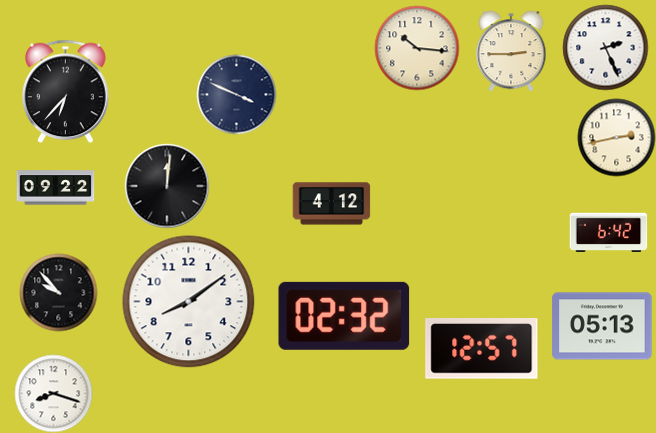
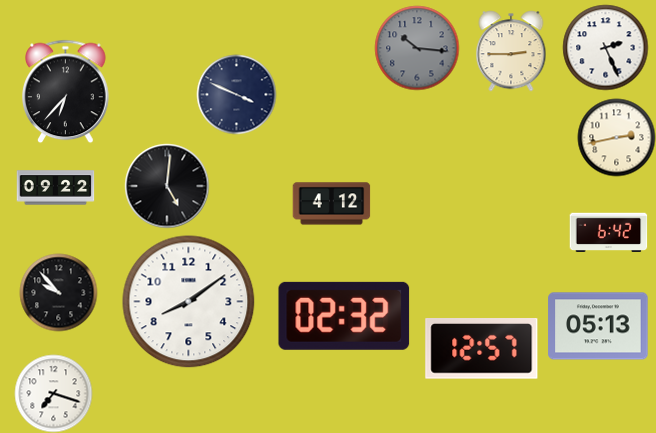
clock at (417, 48) dial: cream -> grey
clock at (167, 186): 12:01 -> 5:01
clock at (602, 326) position: (602, 326) -> (598, 326)
clock at (53, 393): 8:18 -> 7:18
